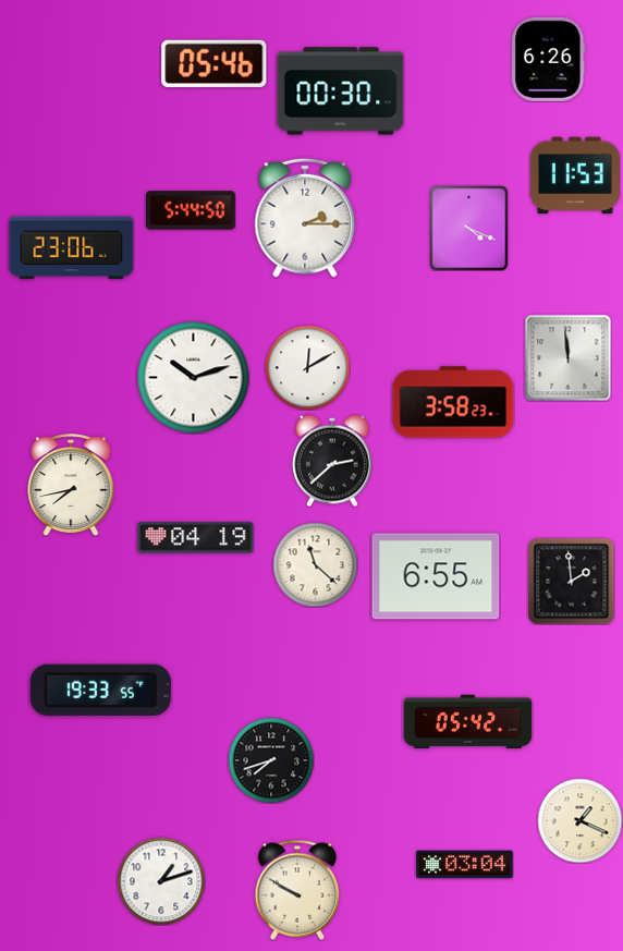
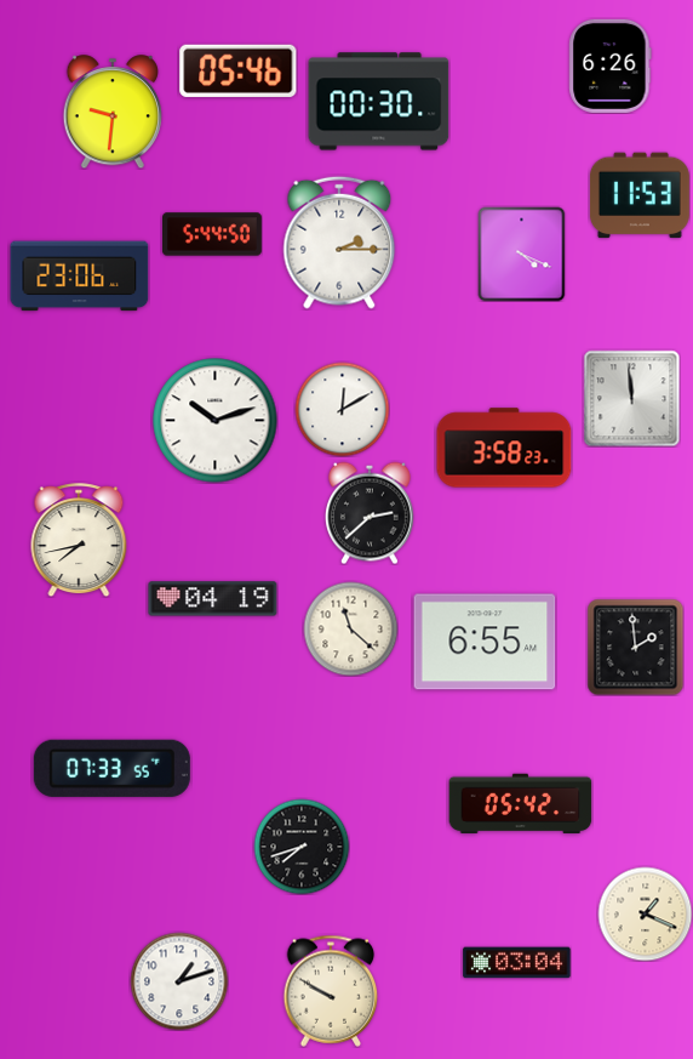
clock at (113, 112): none -> 9:31
clock at (196, 538) position: (196, 538) -> (213, 599)
clock at (100, 690): 19:33 -> 07:33
